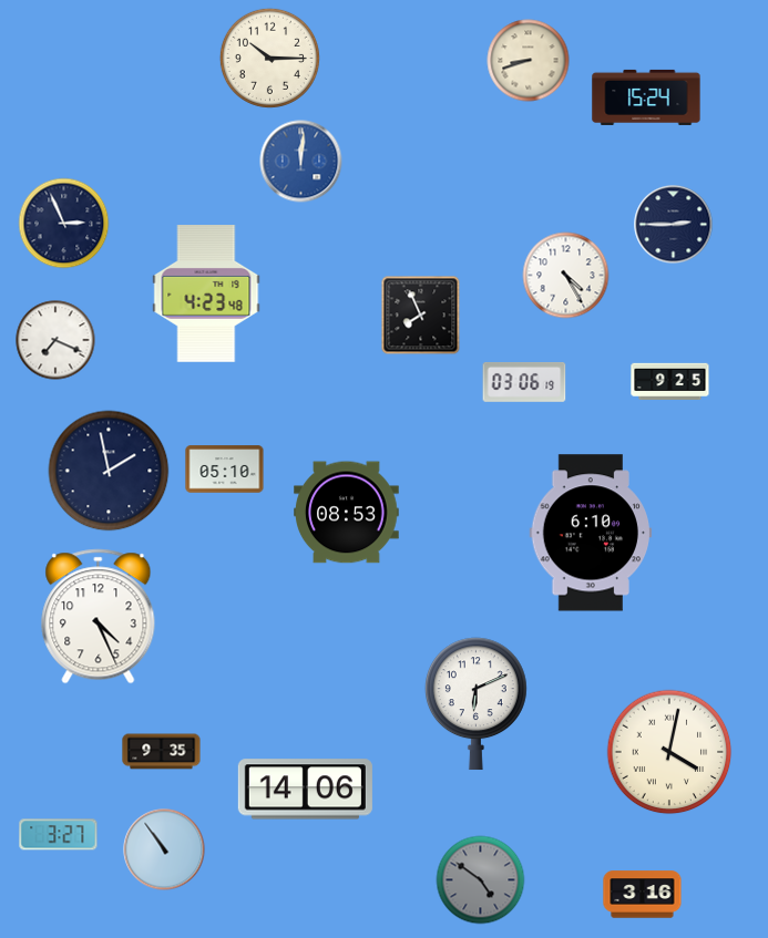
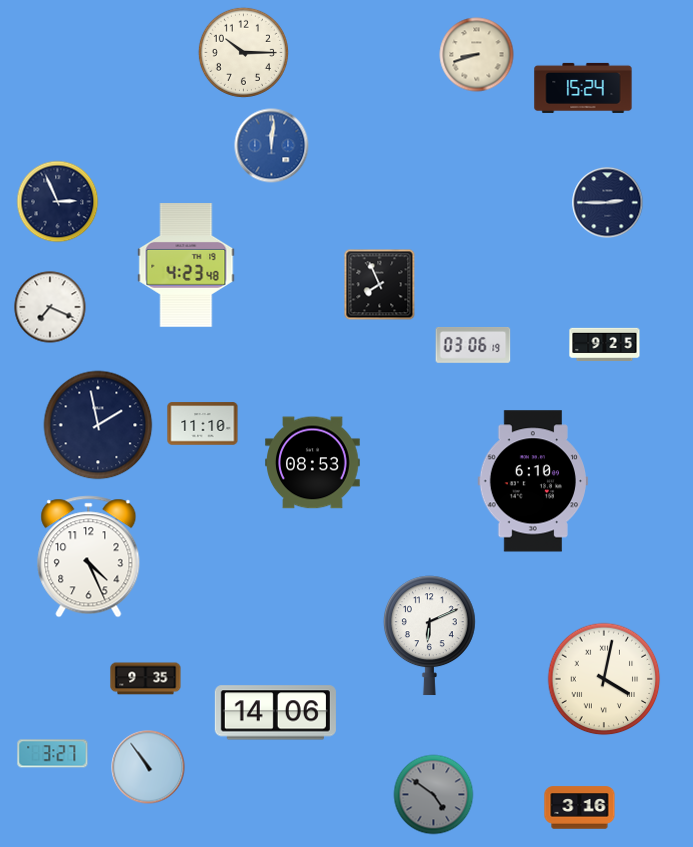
clock at (566, 276): 4:25 -> none
clock at (225, 470): 05:10 -> 11:10
